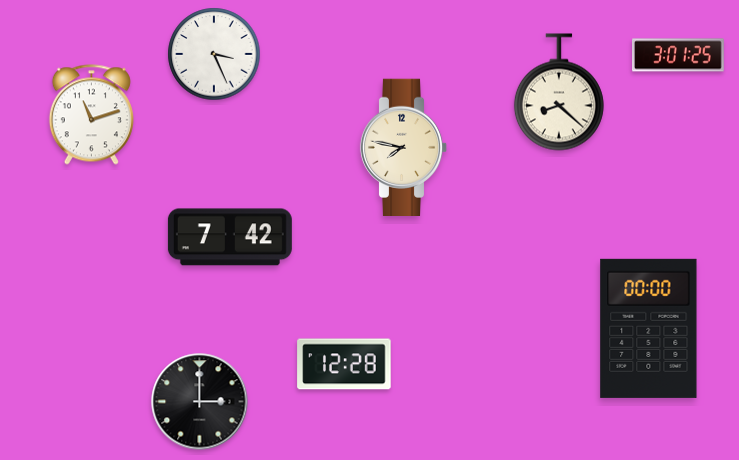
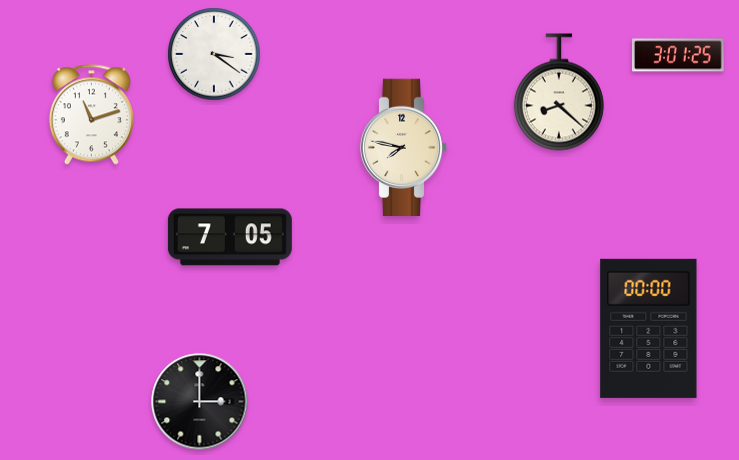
clock at (214, 54): 3:26 -> 3:21
clock at (230, 237): 7:42 -> 7:05
clock at (344, 364): 12:28 -> none
